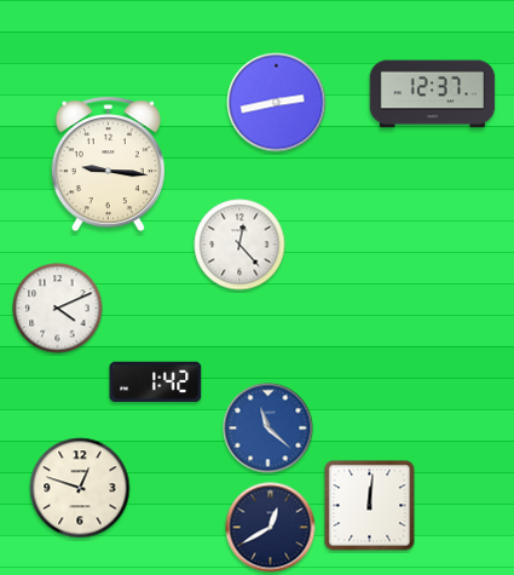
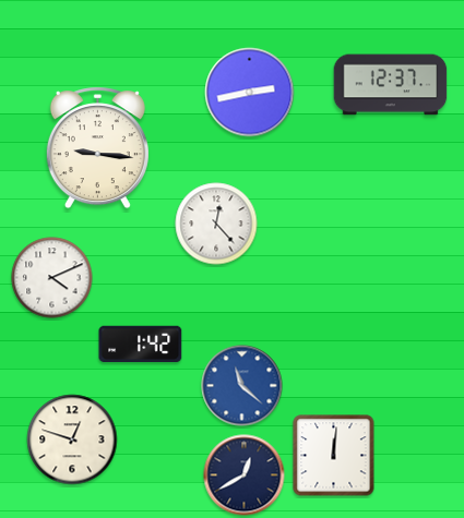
clock at (239, 245) position: (239, 245) -> (216, 224)
